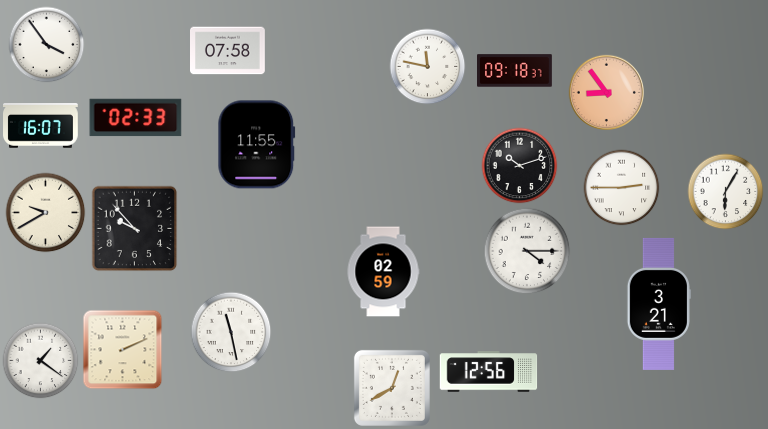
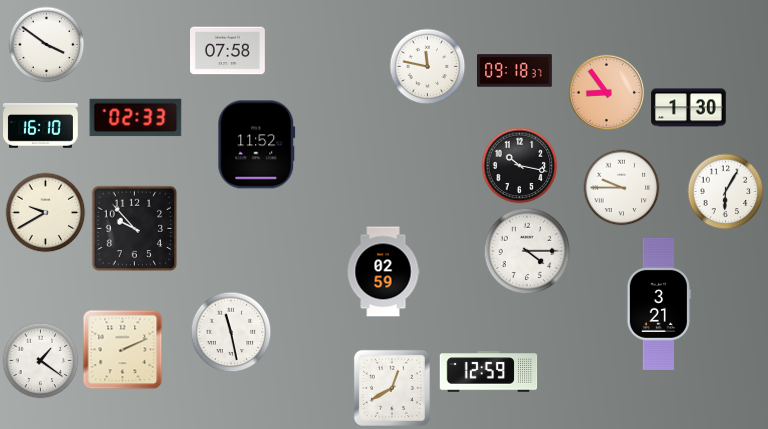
clock at (47, 45): 3:54 -> 3:51
clock at (689, 108): none -> 1:30
clock at (41, 126): 16:07 -> 16:10
clock at (257, 145): 11:55 -> 11:52
clock at (520, 166): 10:12 -> 10:17
clock at (622, 188): 2:45 -> 9:45
clock at (489, 372): 12:56 -> 12:59
